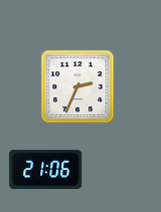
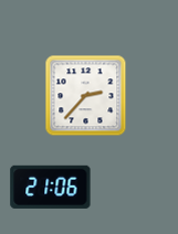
clock at (78, 87): 2:34 -> 2:37
